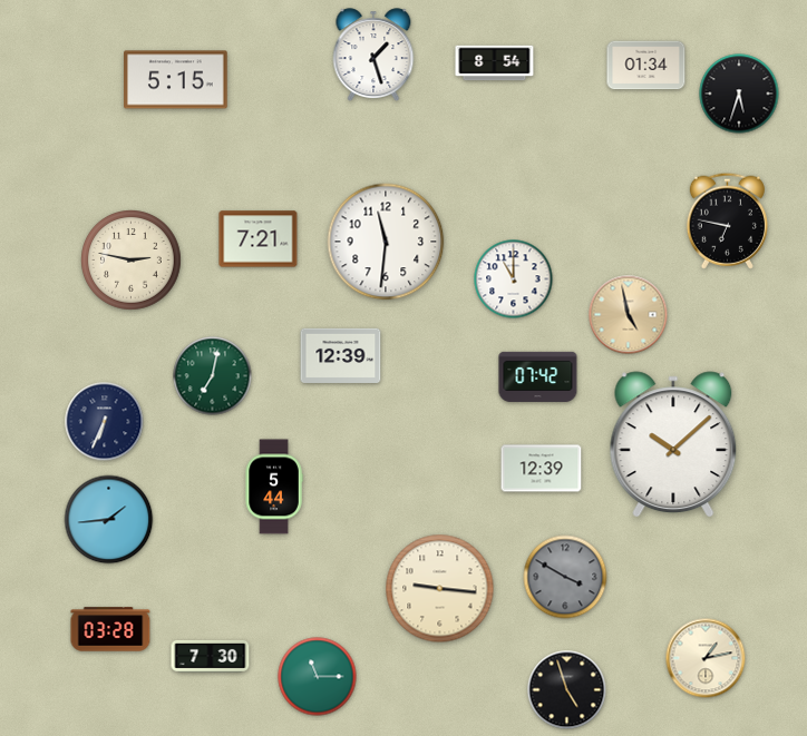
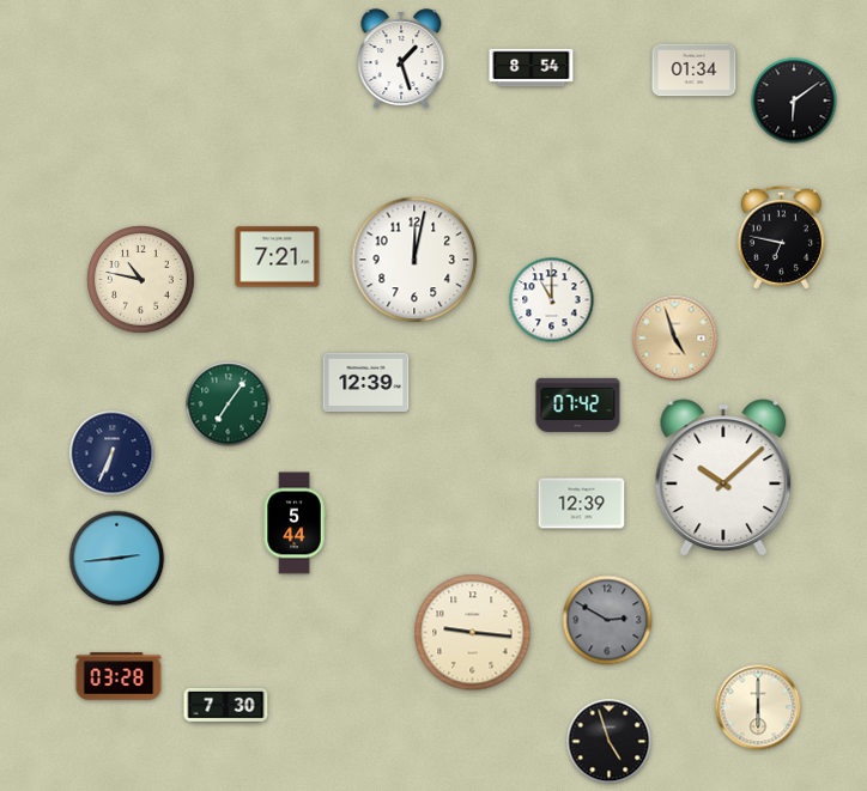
clock at (176, 80): 5:15 -> none
clock at (739, 94): 5:33 -> 6:09
clock at (386, 242): 11:31 -> 12:02
clock at (132, 261): 2:47 -> 10:47
clock at (629, 315): 4:58 -> 4:57
clock at (213, 376): 7:02 -> 7:06
clock at (109, 520): 1:44 -> 2:44
clock at (565, 577): 3:50 -> 2:50
clock at (706, 658): 1:13 -> 6:00
clock at (318, 677): 11:15 -> none
